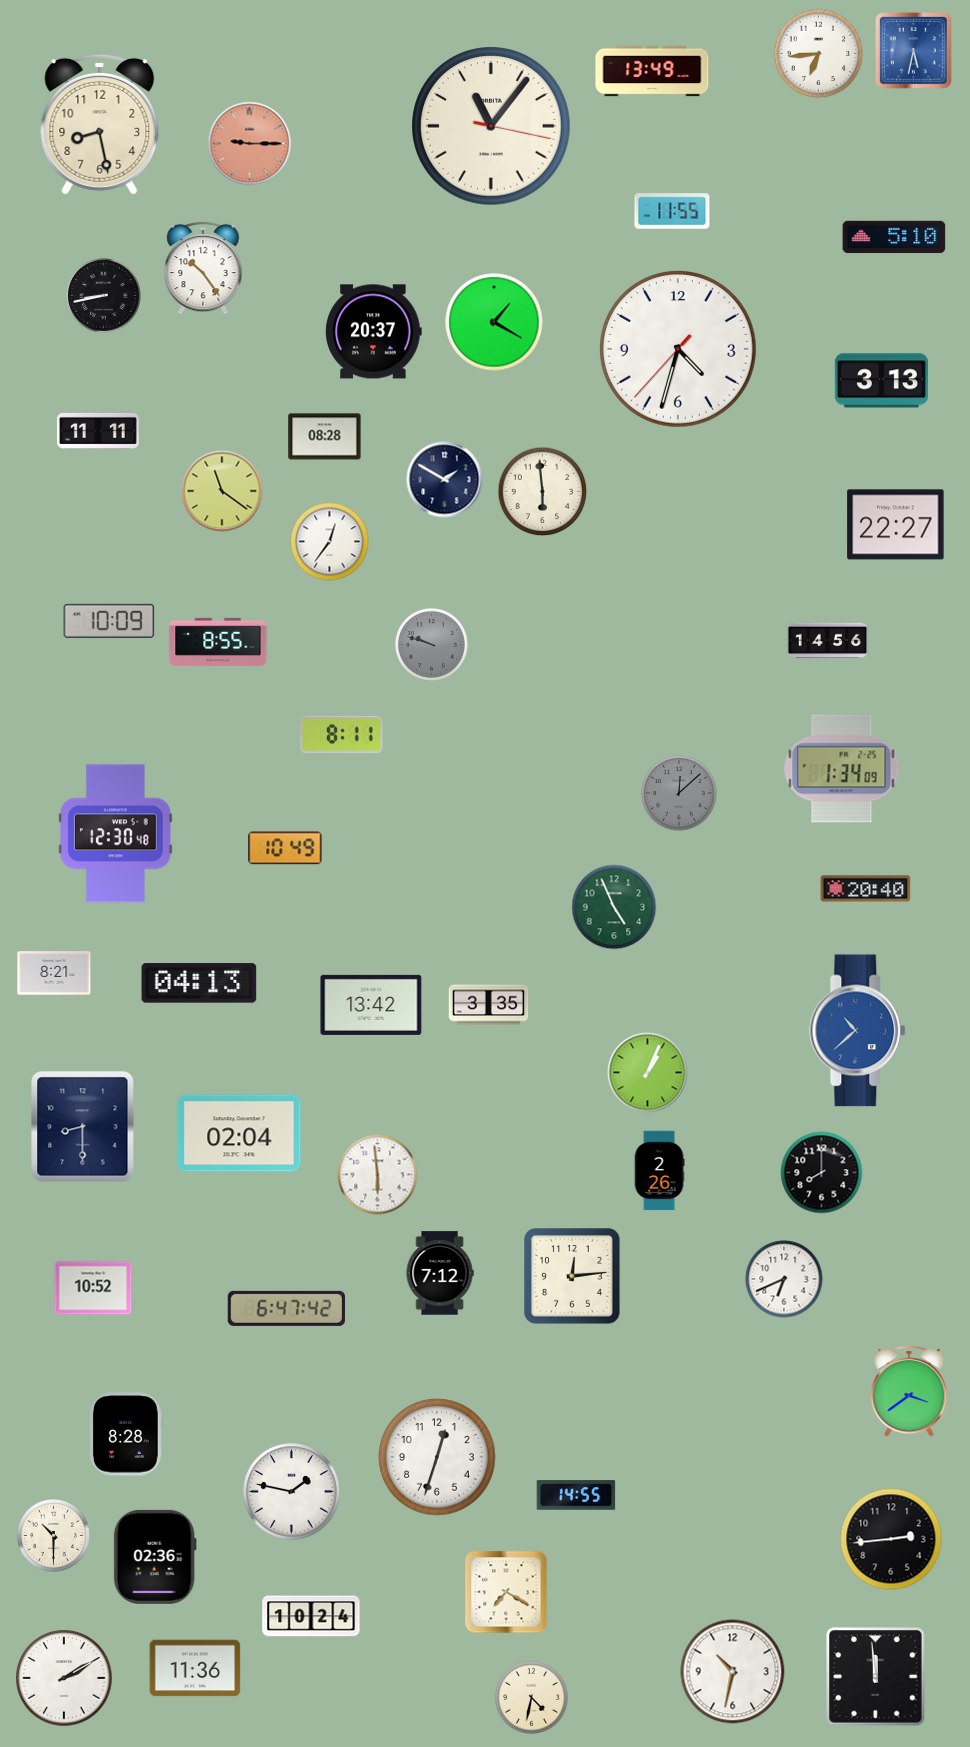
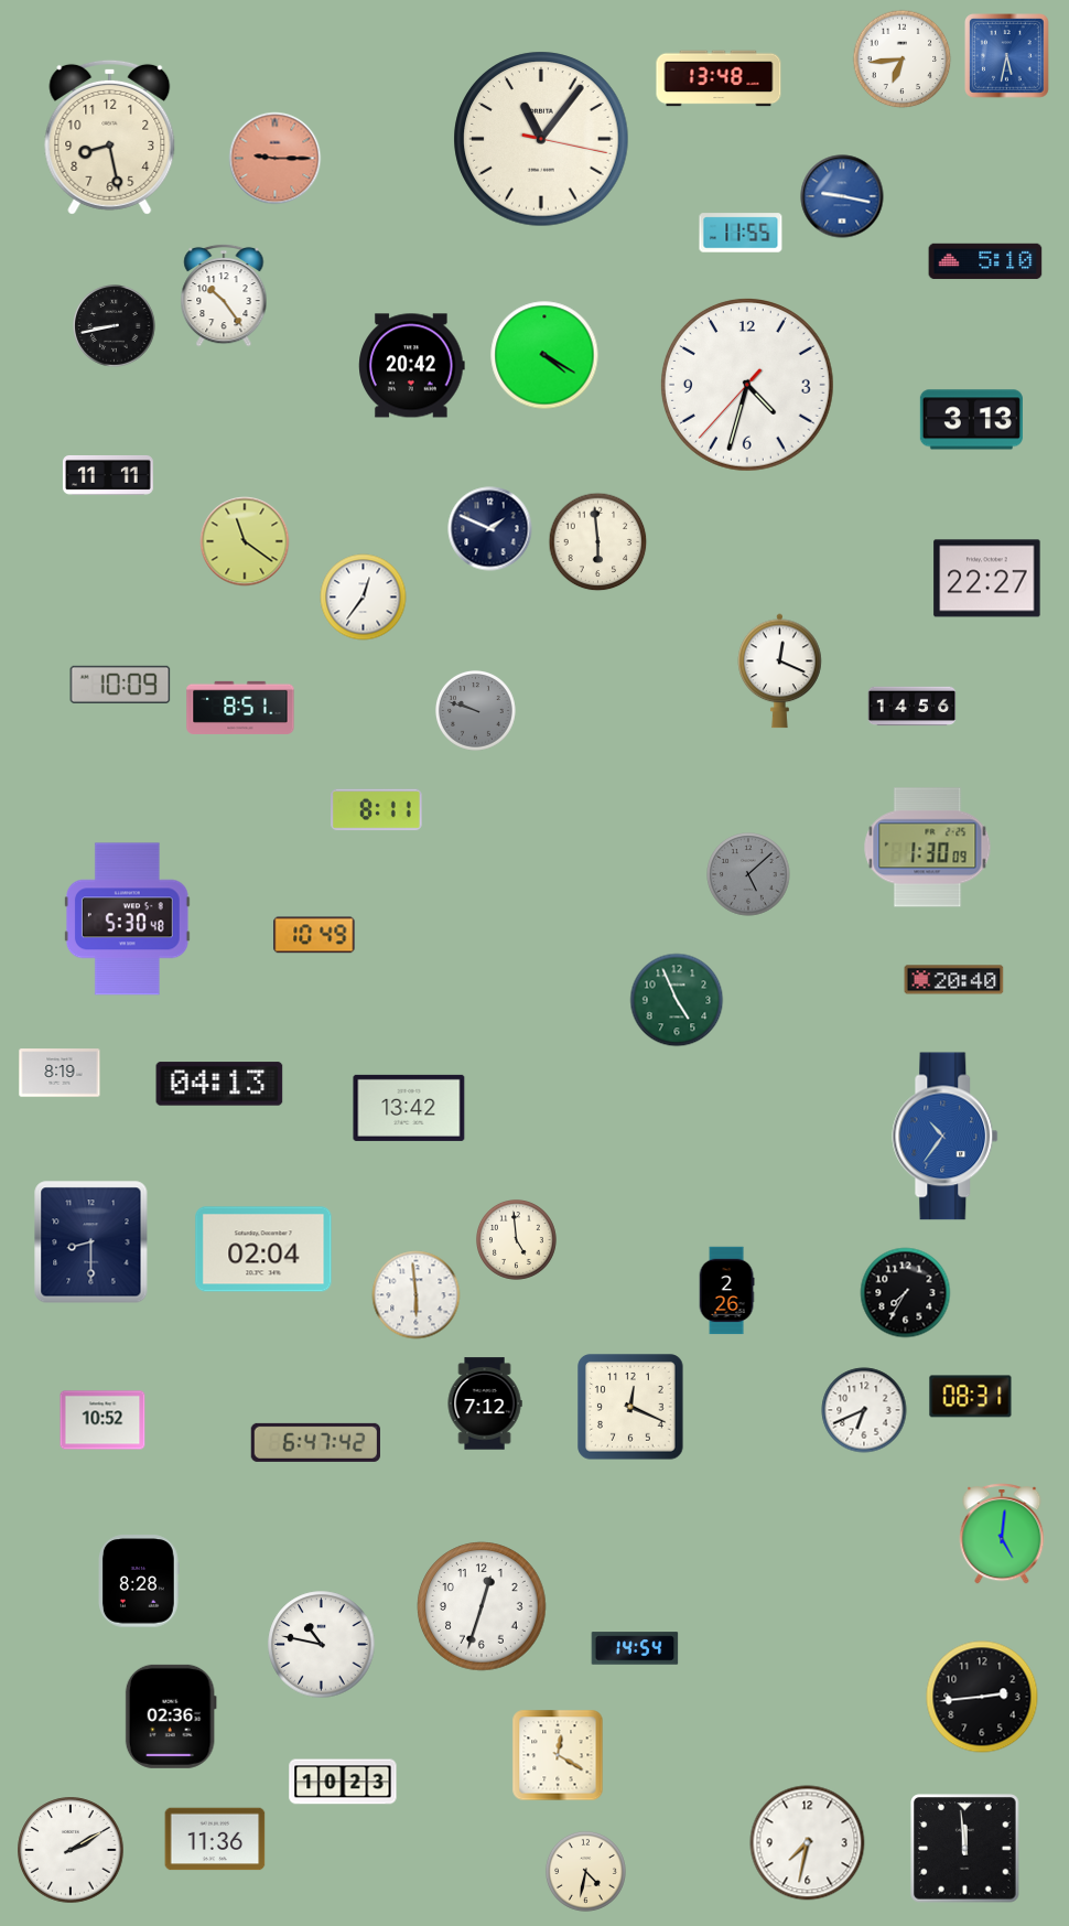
clock at (652, 71): 13:49 -> 13:48
clock at (842, 196): none -> 9:17
clock at (494, 322): 1:20 -> 4:20
clock at (374, 332): 20:37 -> 20:42
clock at (325, 437): 08:28 -> none
clock at (445, 480): 1:50 -> 1:49
clock at (780, 671): none -> 12:19
clock at (218, 642): 8:55 -> 8:51
clock at (842, 769): 1:34 -> 1:30
clock at (679, 793): 12:08 -> 5:08
clock at (115, 834): 12:30 -> 5:30
clock at (54, 973): 8:21 -> 8:19
clock at (489, 1005): 3:35 -> none
clock at (858, 1031): 10:38 -> 10:36
clock at (648, 1073): 1:04 -> none
clock at (516, 1239): none -> 4:59
clock at (822, 1173): 8:00 -> 7:35
clock at (971, 1397): none -> 08:31
clock at (572, 1276): 12:14 -> 12:19
clock at (909, 1391): 3:39 -> 5:01
clock at (292, 1492): 1:47 -> 10:47
clock at (576, 1495): 14:55 -> 14:54
clock at (53, 1535): 10:30 -> none
clock at (506, 1592): 7:20 -> 12:20
clock at (311, 1616): 10:24 -> 10:23
clock at (733, 1672): 10:32 -> 7:32
